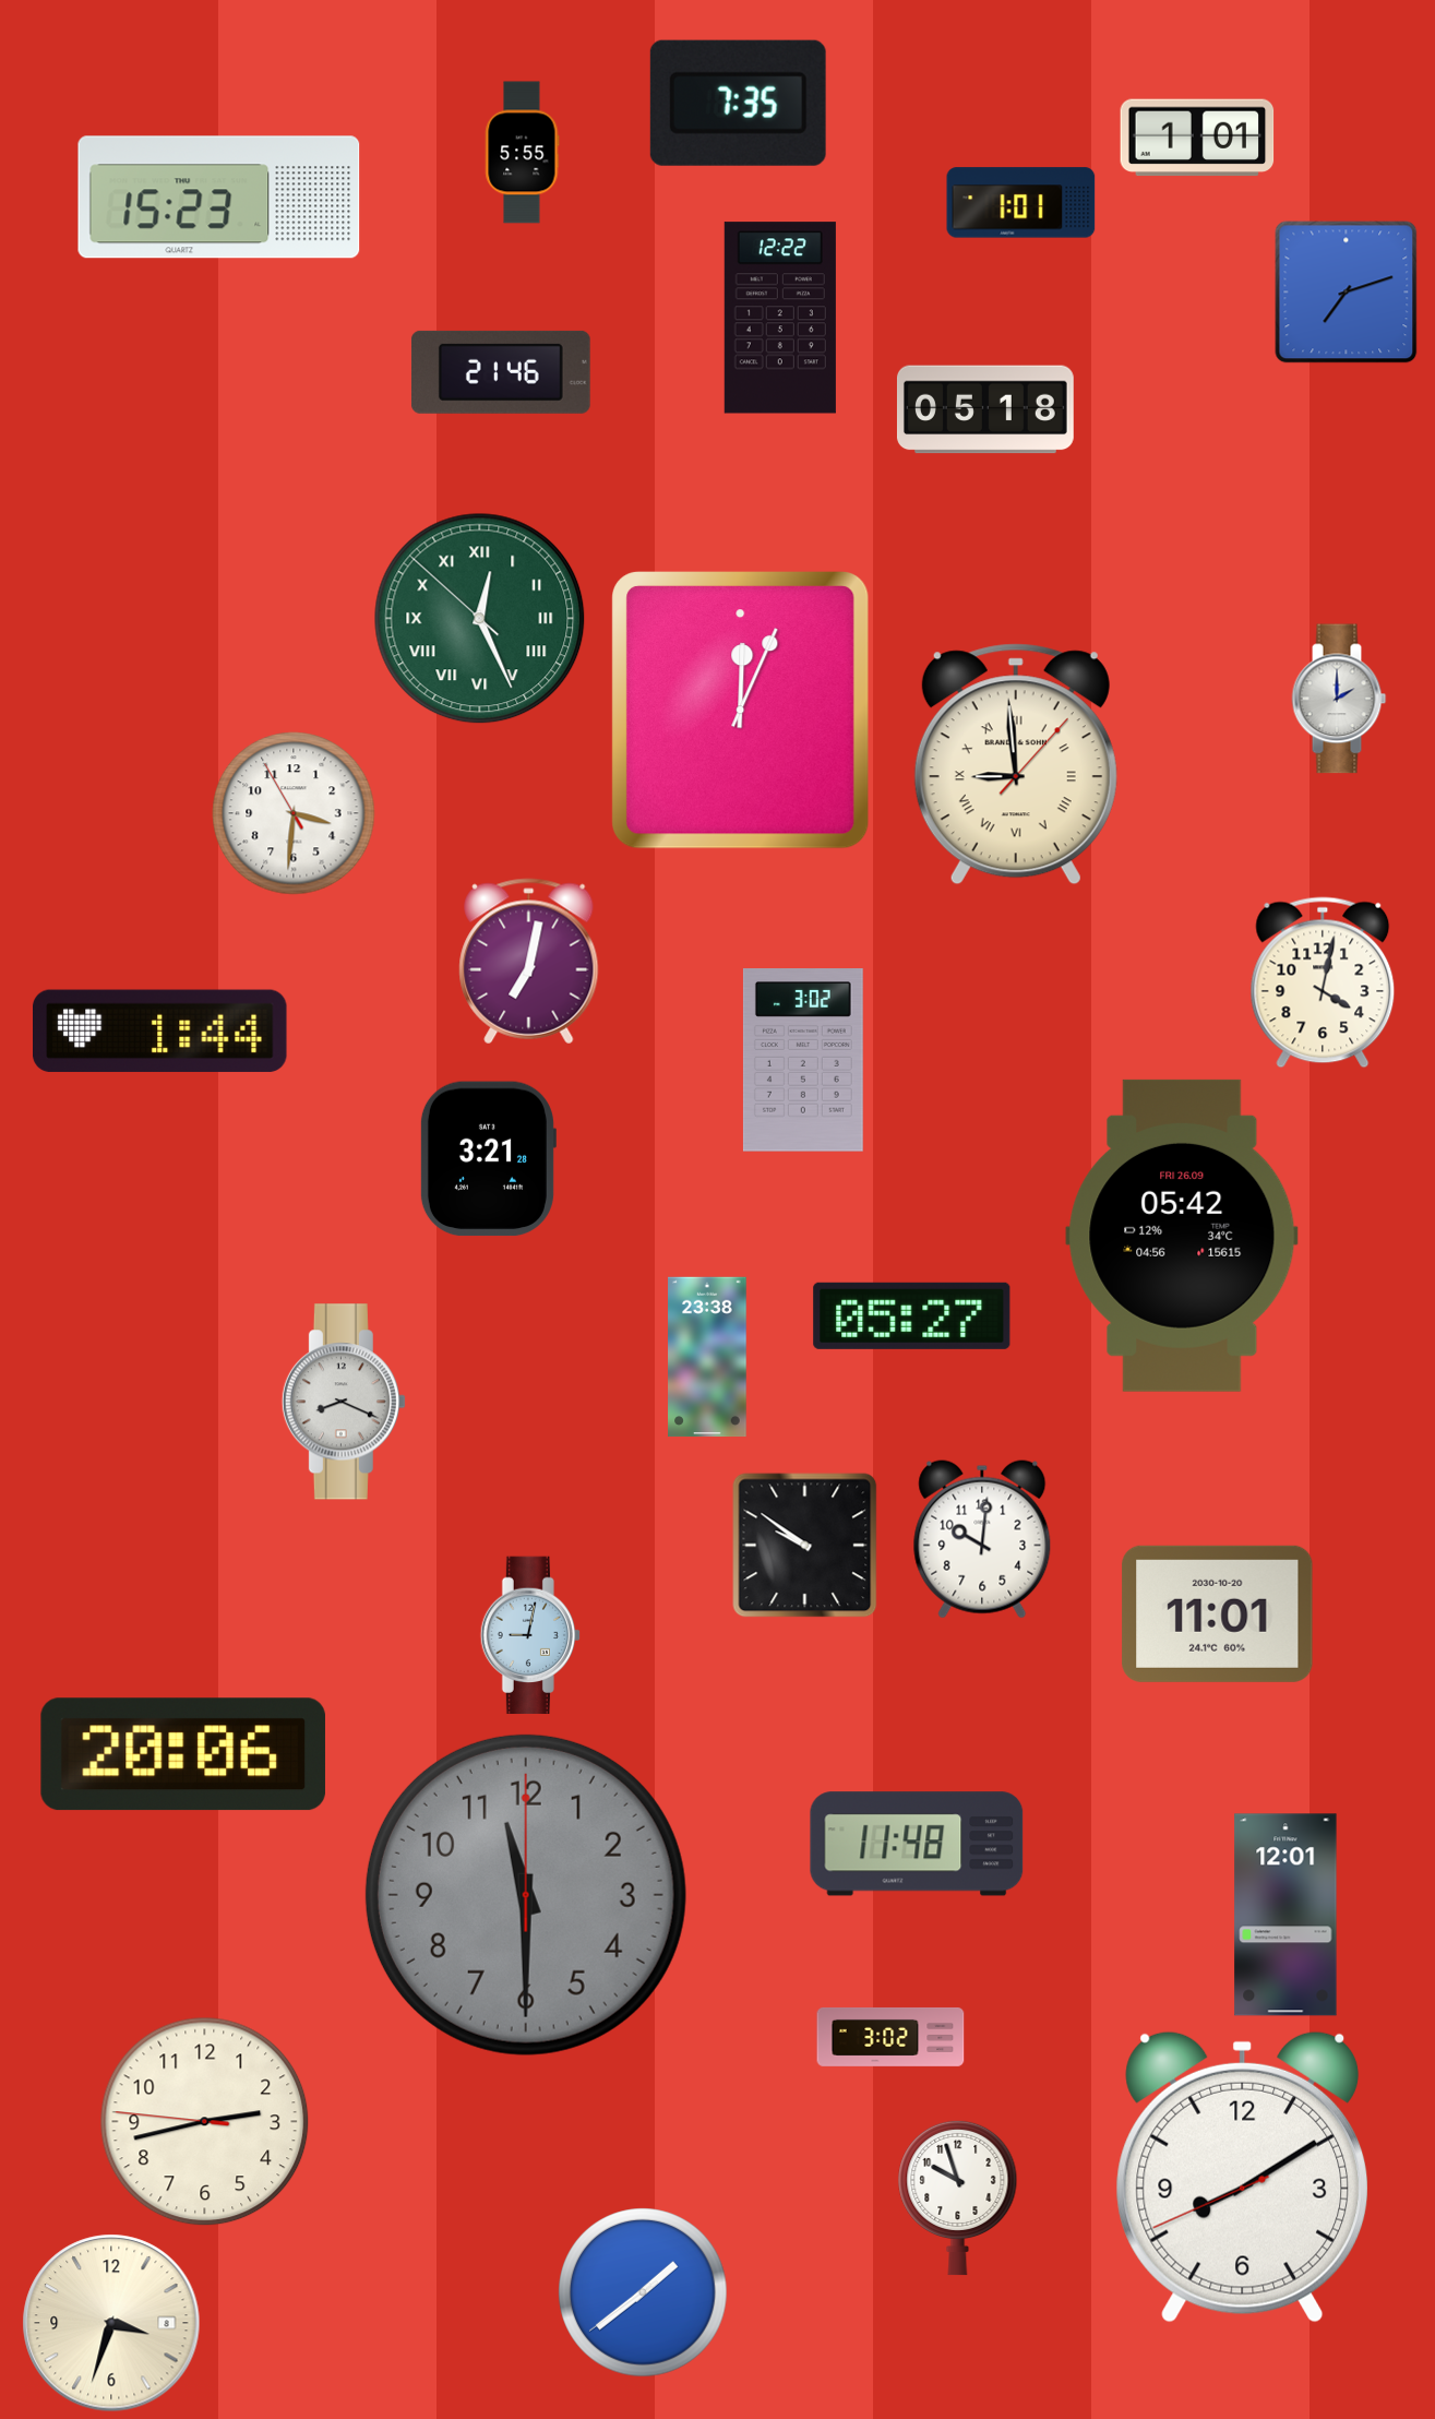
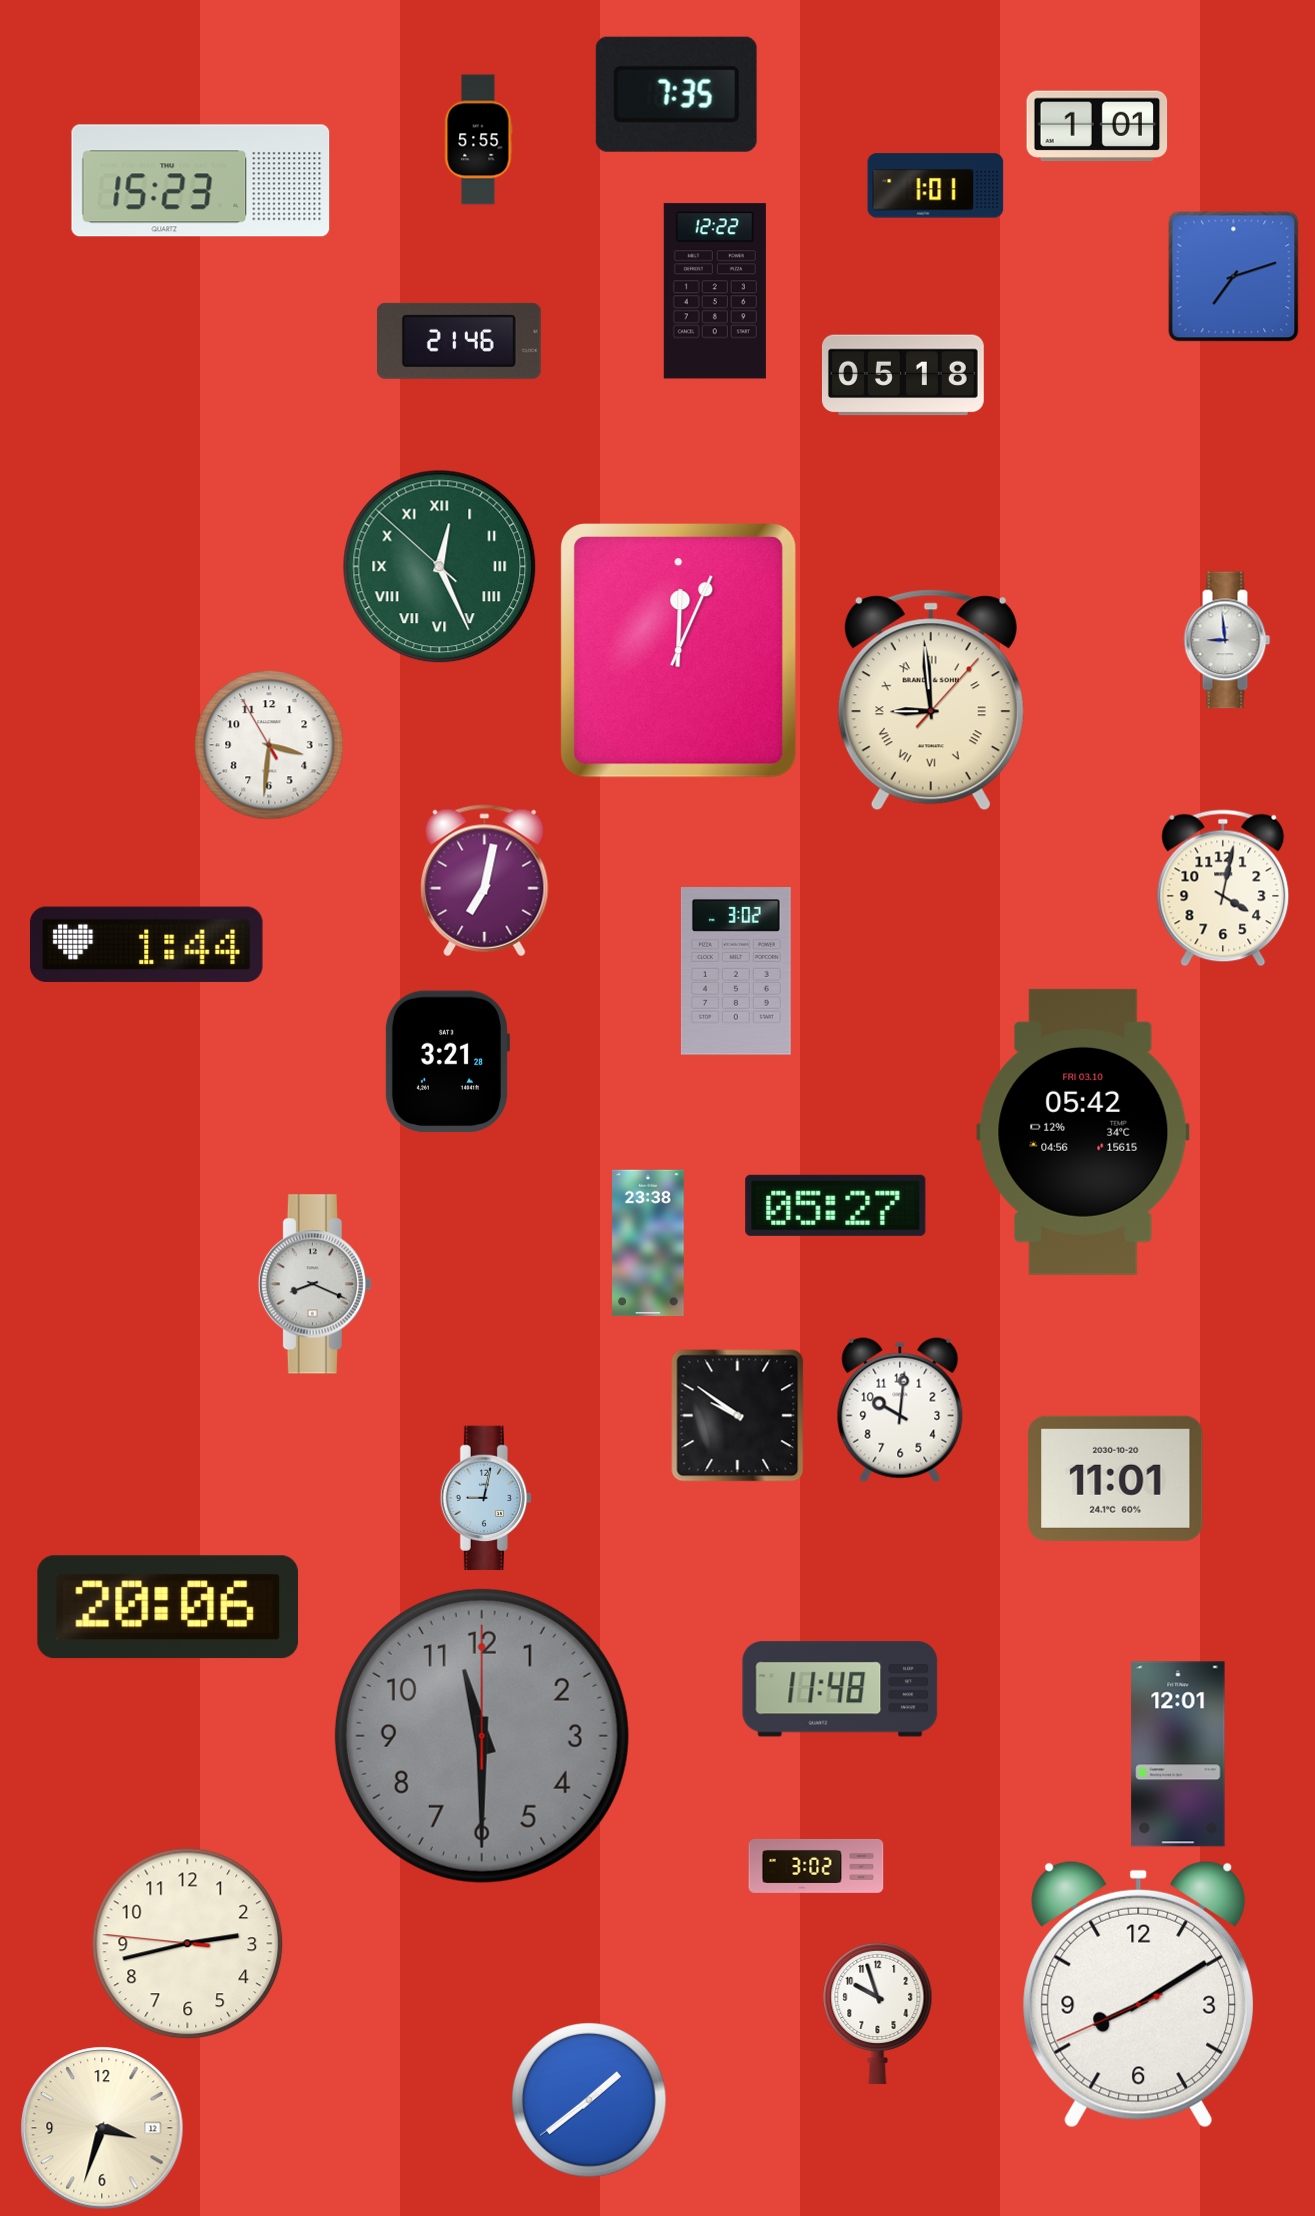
clock at (1346, 291) position: (1346, 291) -> (1233, 276)
clock at (1339, 699): 2:00 -> 8:59
clock at (1323, 982) position: (1323, 982) -> (1223, 888)
clock at (1182, 1236) date: FRI 26.09 -> FRI 03.10
clock at (111, 2323) date: 8 -> 12
